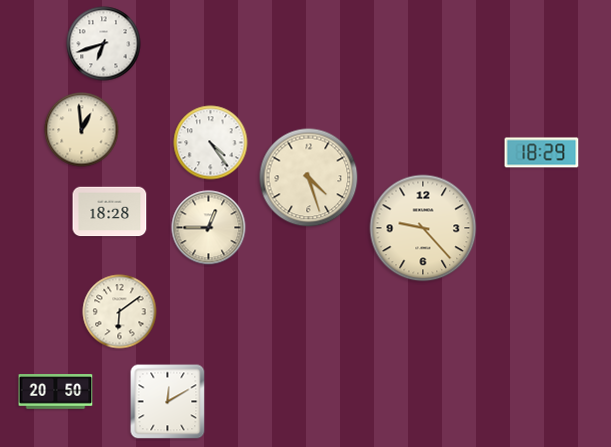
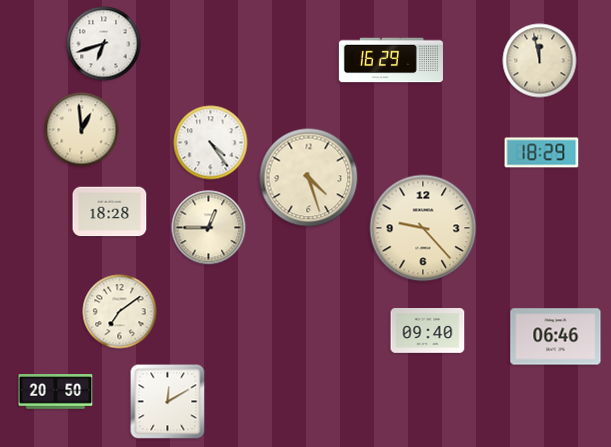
clock at (391, 60): none -> 16:29
clock at (540, 61): none -> 11:58
clock at (120, 312): 6:09 -> 7:09
clock at (428, 331): none -> 09:40
clock at (556, 337): none -> 06:46
